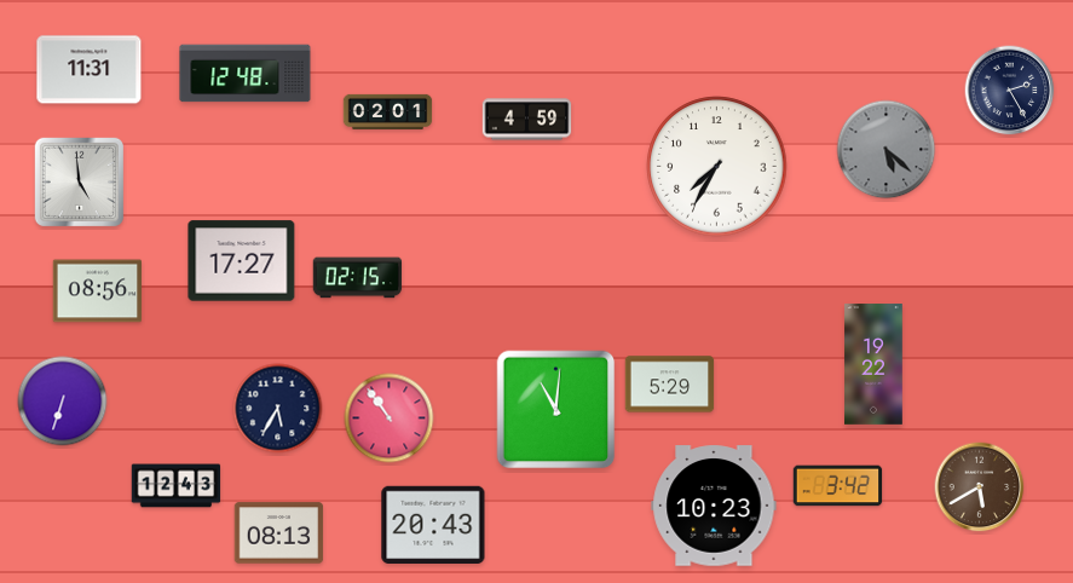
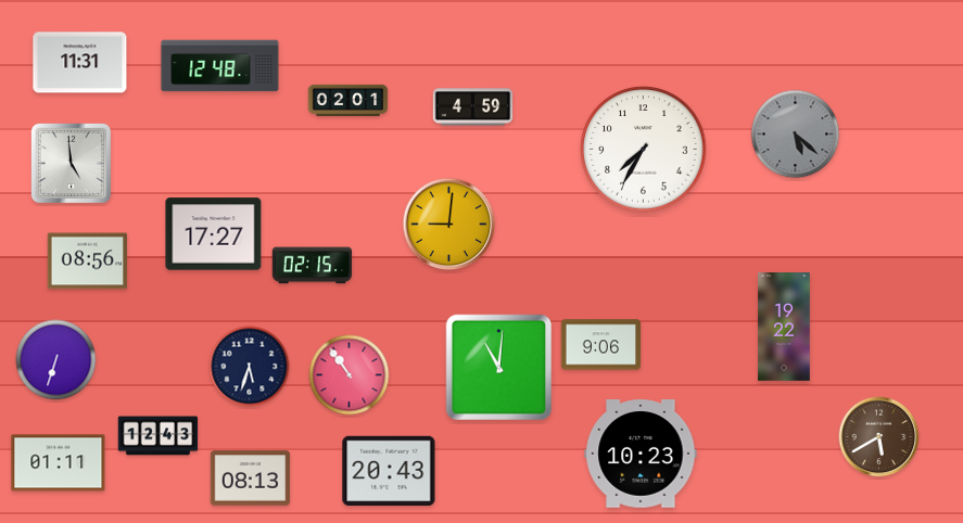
clock at (1010, 91): 2:25 -> none
clock at (449, 225): none -> 9:01
clock at (242, 261) position: (242, 261) -> (214, 234)
clock at (358, 278) position: (358, 278) -> (313, 266)
clock at (670, 385): 5:29 -> 9:06
clock at (278, 409): 5:35 -> 5:33
clock at (838, 486): 3:42 -> none
clock at (59, 463): none -> 01:11
